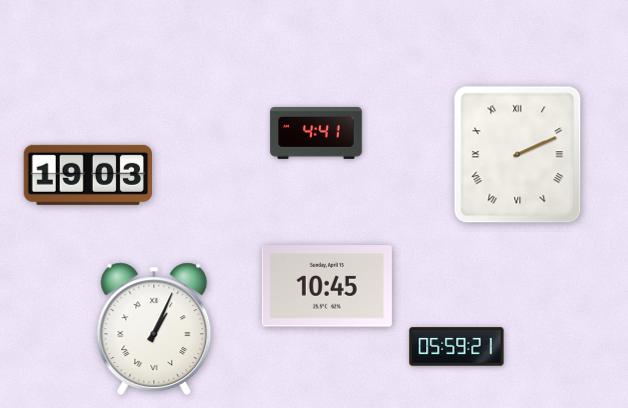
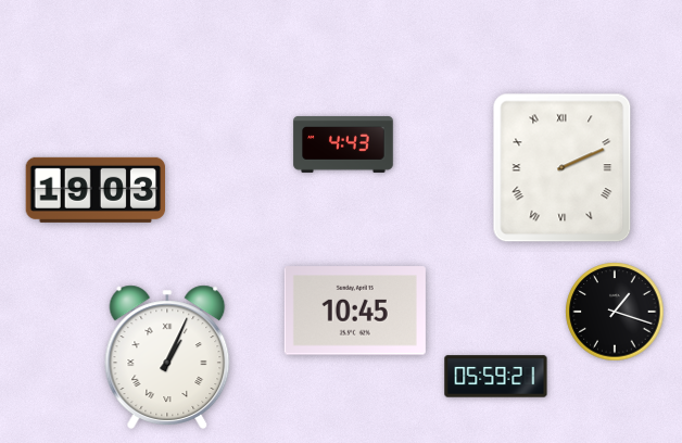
clock at (316, 133): 4:41 -> 4:43
clock at (615, 312): none -> 1:18
